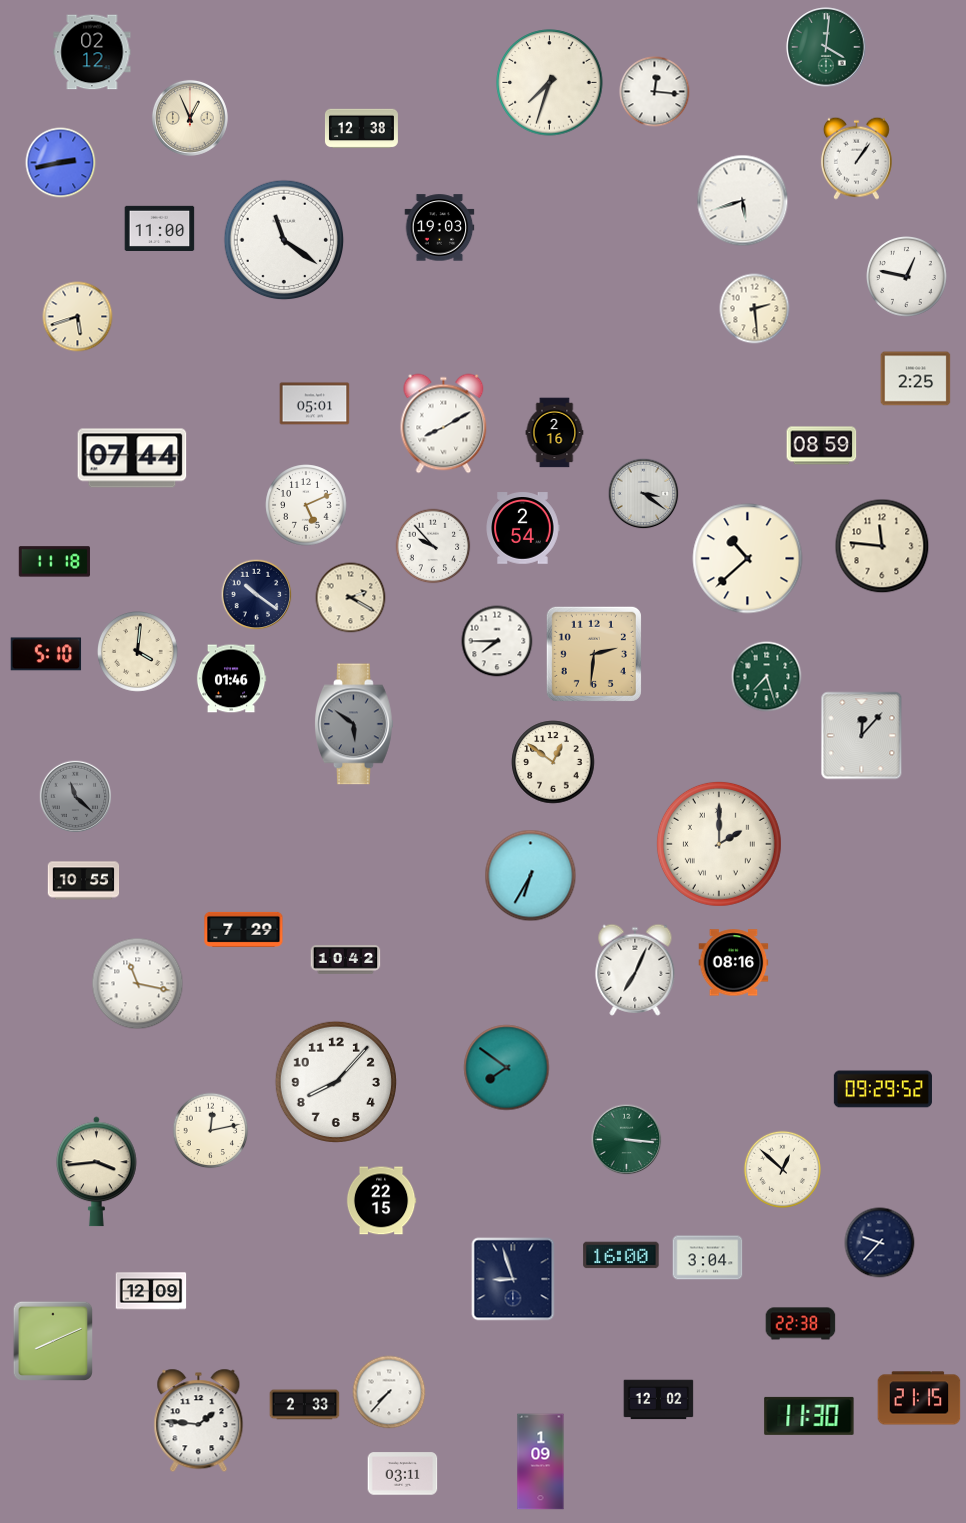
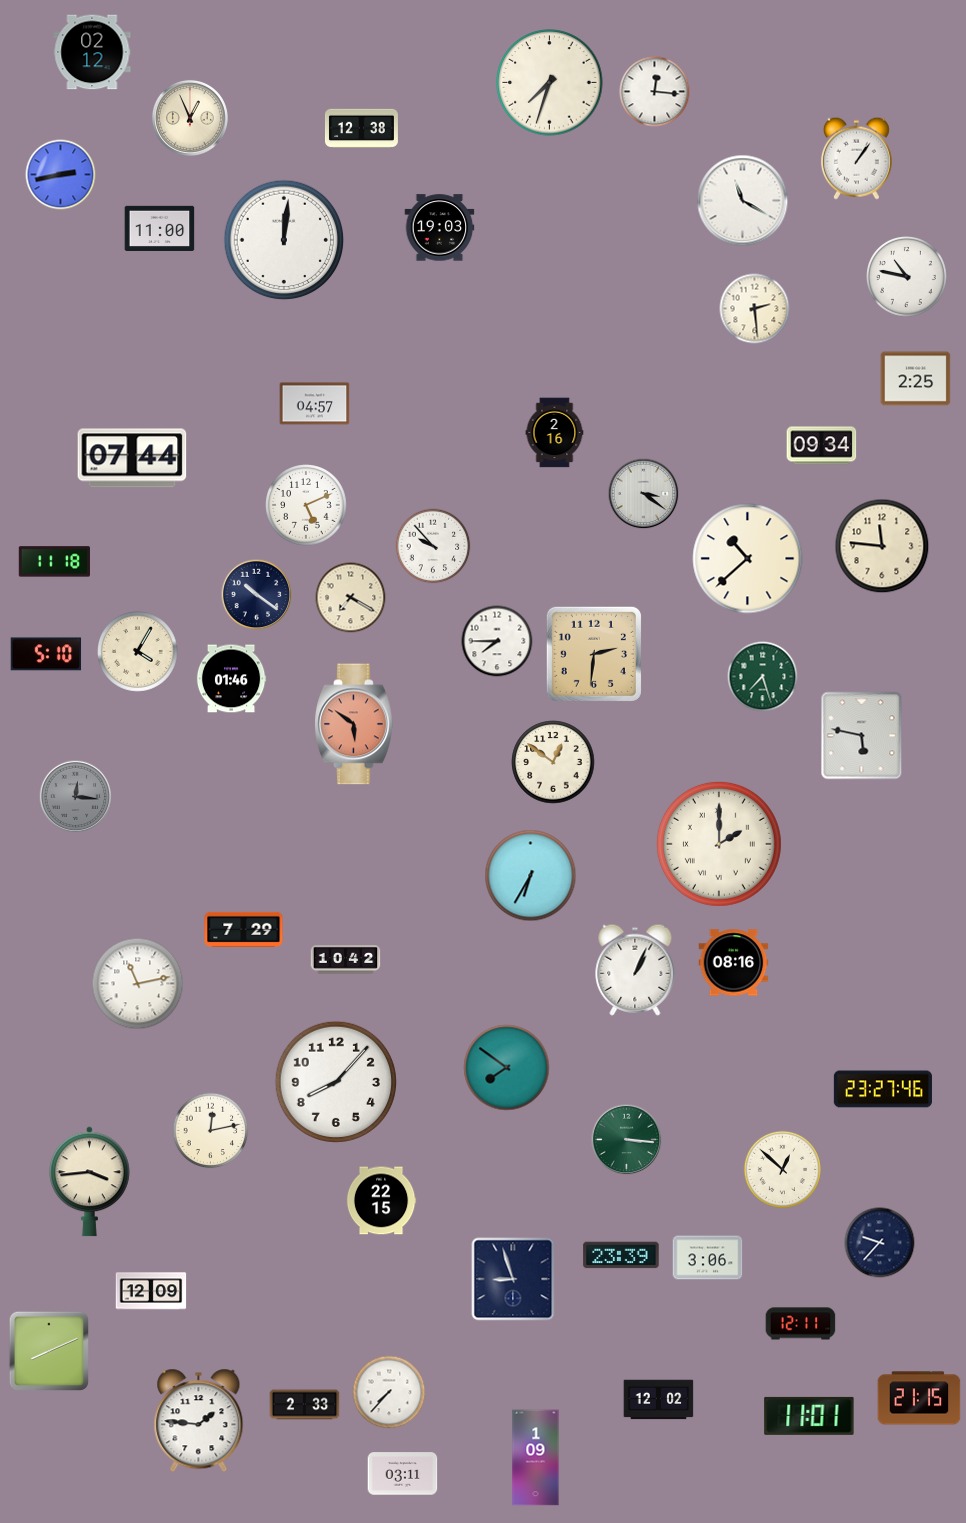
clock at (826, 47): 4:01 -> none
clock at (61, 163) position: (61, 163) -> (61, 175)
clock at (743, 201): 5:42 -> 11:20
clock at (284, 240): 11:21 -> 12:01
clock at (907, 277): 12:47 -> 10:47
clock at (78, 317): 5:42 -> none
clock at (315, 404): 05:01 -> 04:57
clock at (444, 424): 8:10 -> none
clock at (822, 446): 08:59 -> 09:34
clock at (523, 528): 2:54 -> none
clock at (351, 598): 2:20 -> 7:20
clock at (138, 652): 4:01 -> 4:05
clock at (767, 677) position: (767, 677) -> (763, 677)
clock at (355, 724) dial: grey -> salmon
clock at (862, 736): 12:07 -> 5:47
clock at (76, 797): 11:22 -> 12:16
clock at (84, 881): 10:55 -> none
clock at (635, 970): 7:04 -> 1:04
clock at (138, 984): 11:17 -> 11:13
clock at (883, 1089): 09:29 -> 23:27
clock at (97, 1172) position: (97, 1172) -> (90, 1182)
clock at (621, 1255): 16:00 -> 23:39
clock at (708, 1258): 3:04 -> 3:06
clock at (801, 1324): 22:38 -> 12:11
clock at (52, 1340) position: (52, 1340) -> (48, 1350)
clock at (809, 1416): 11:30 -> 11:01
clock at (541, 1462) position: (541, 1462) -> (536, 1458)
